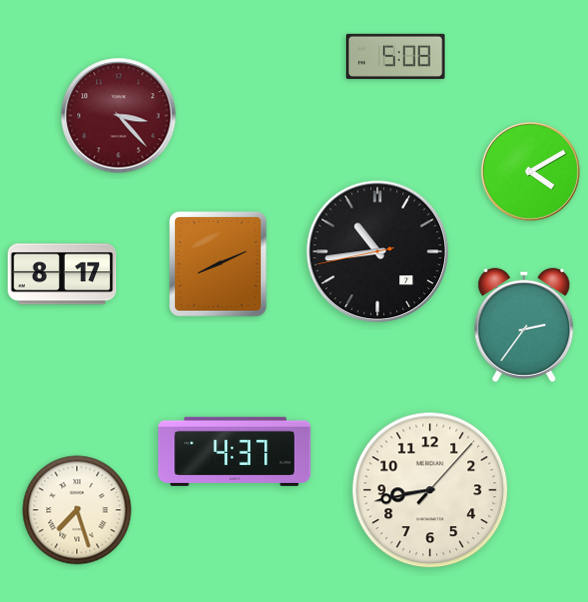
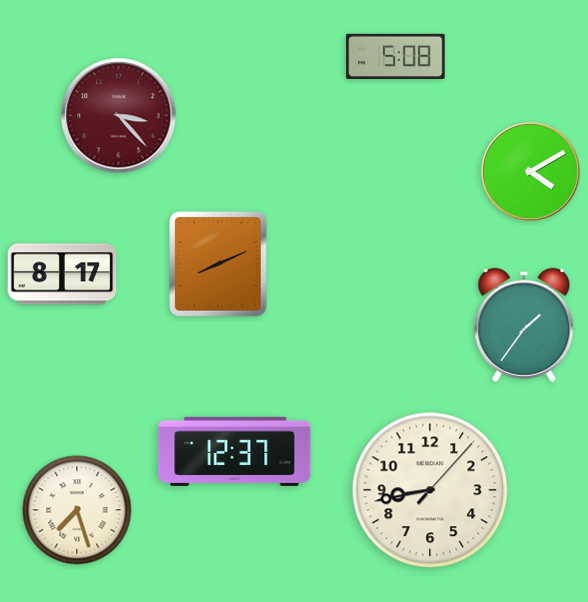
clock at (378, 252): 10:43 -> none
clock at (524, 325): 2:36 -> 1:36
clock at (235, 451): 4:37 -> 12:37
